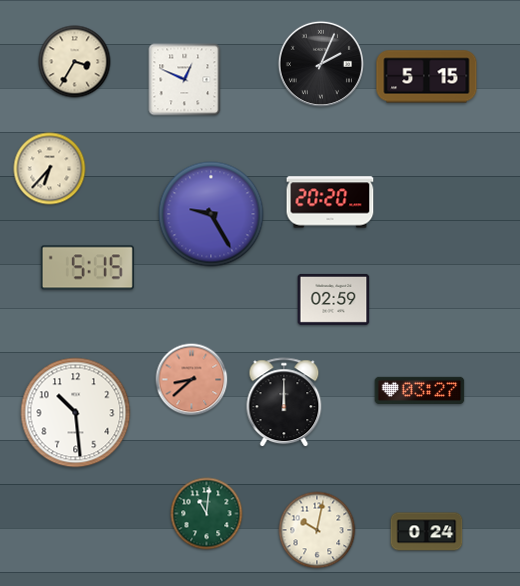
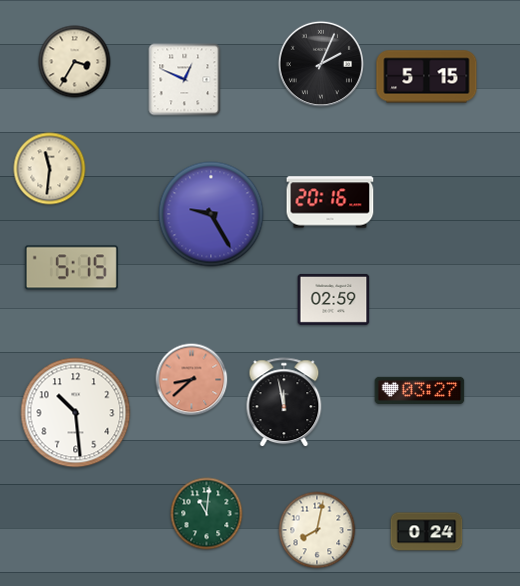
clock at (50, 169): 6:37 -> 11:31
clock at (330, 202): 20:20 -> 20:16
clock at (87, 268) position: (87, 268) -> (71, 268)
clock at (284, 403): 12:00 -> 11:58
clock at (317, 530): 10:02 -> 8:02
